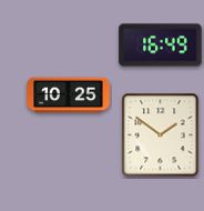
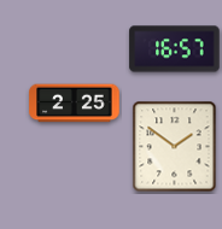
clock at (161, 46): 16:49 -> 16:57
clock at (69, 96): 10:25 -> 2:25
